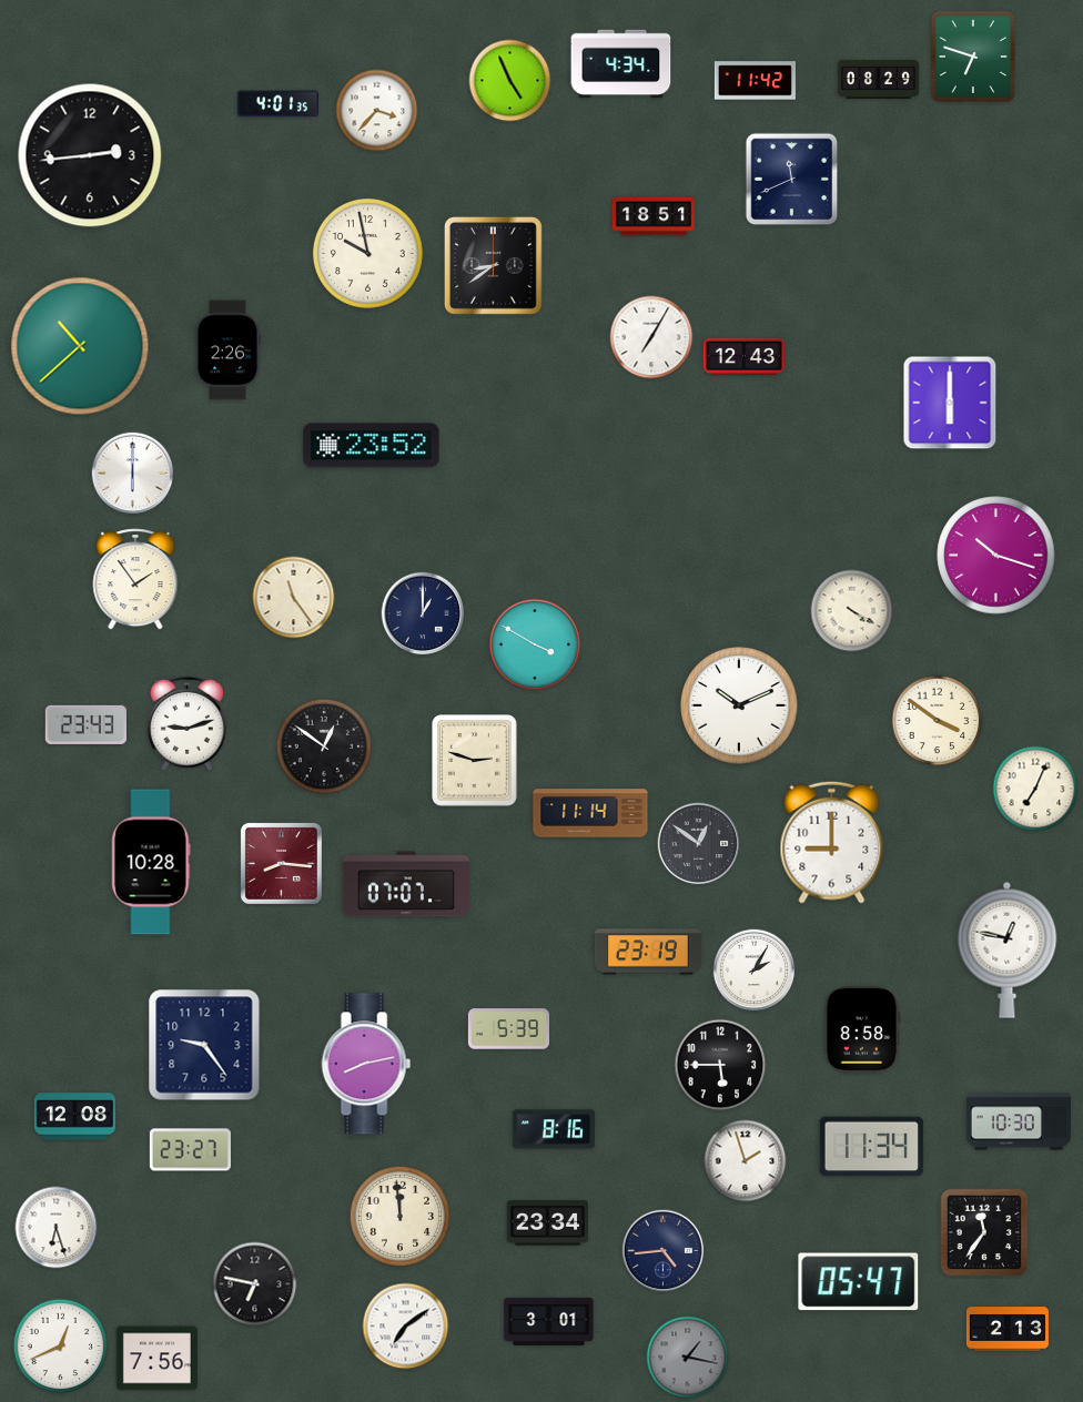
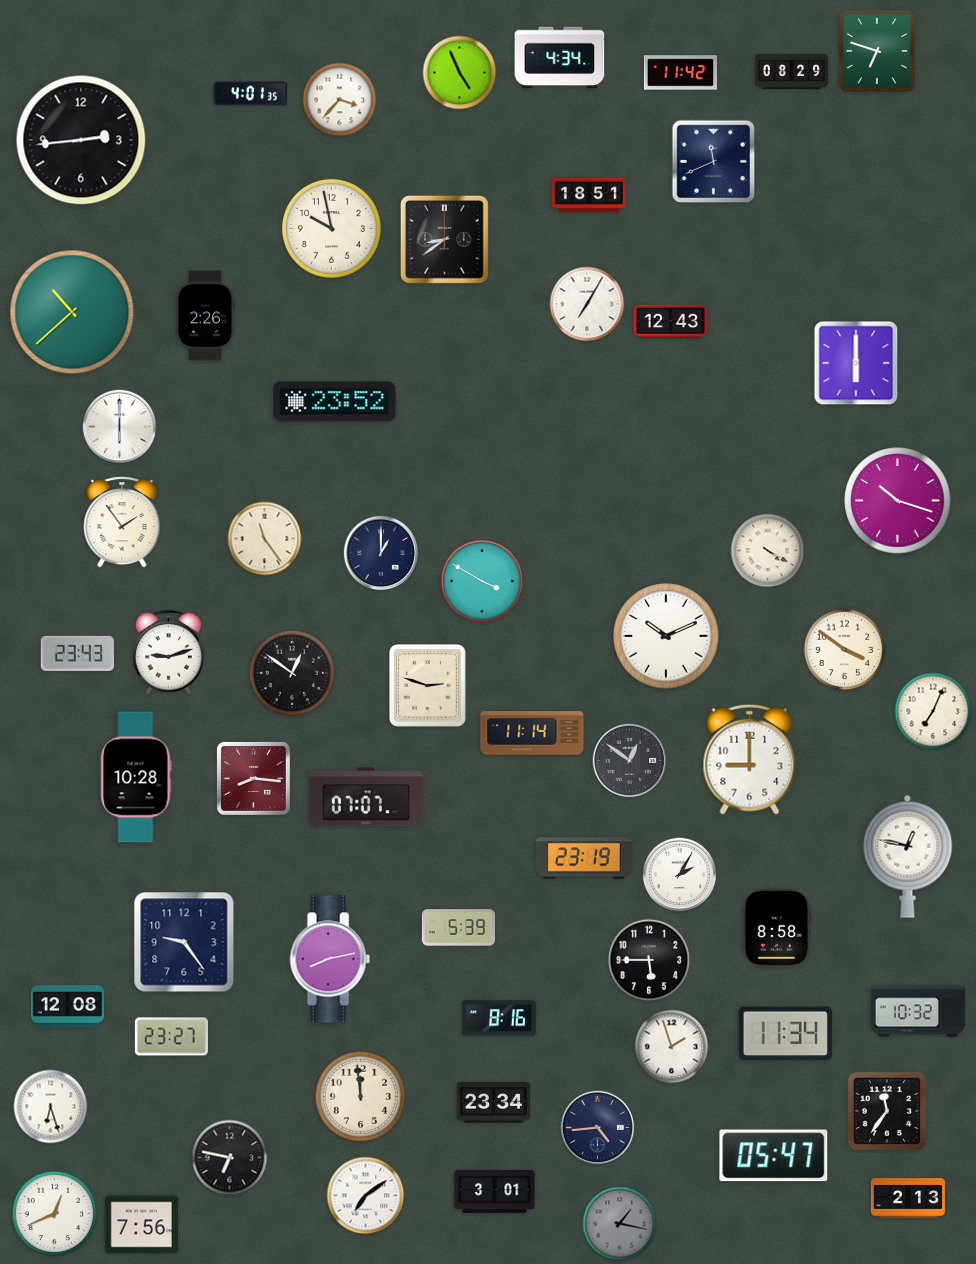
clock at (1019, 1121): 10:30 -> 10:32
